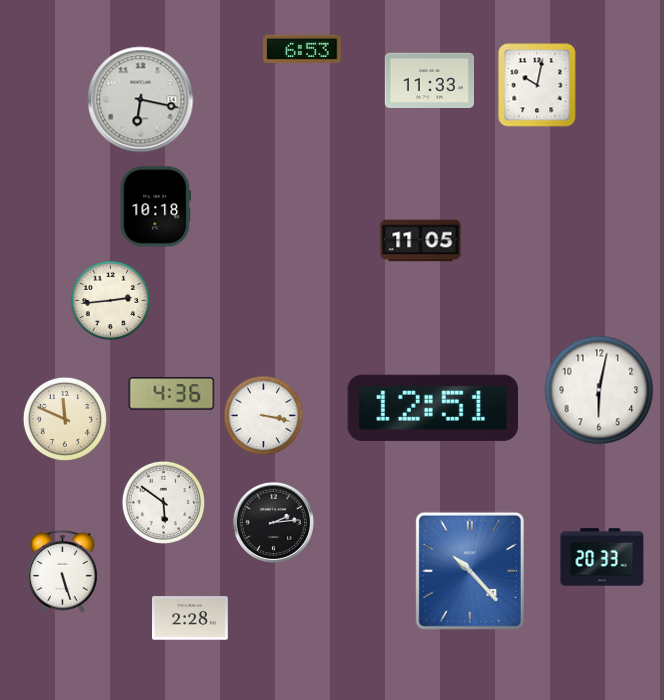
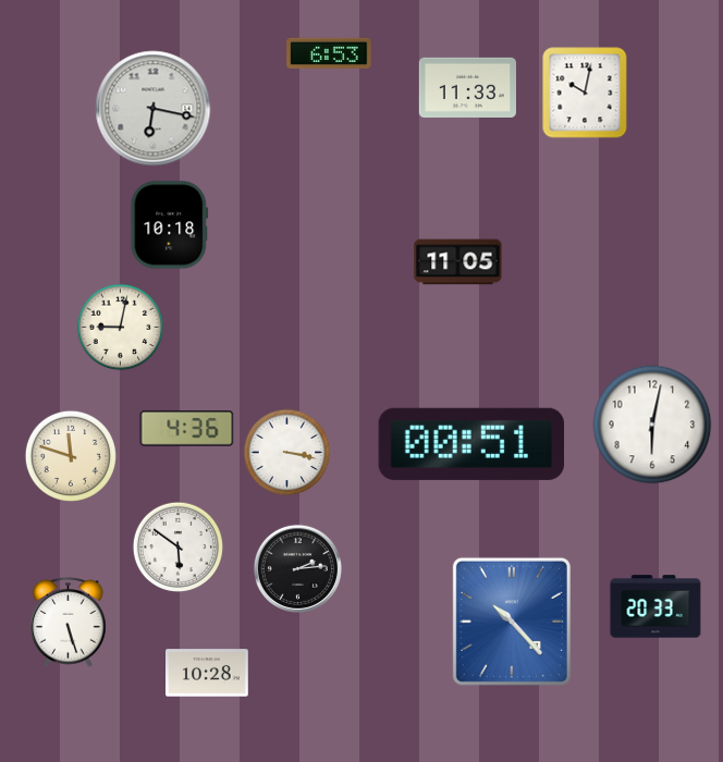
clock at (111, 301): 2:44 -> 9:02
clock at (432, 408): 12:51 -> 00:51
clock at (65, 419): 11:49 -> 11:48
clock at (191, 618): 2:28 -> 10:28
